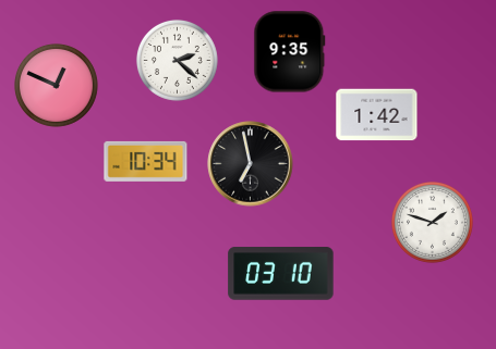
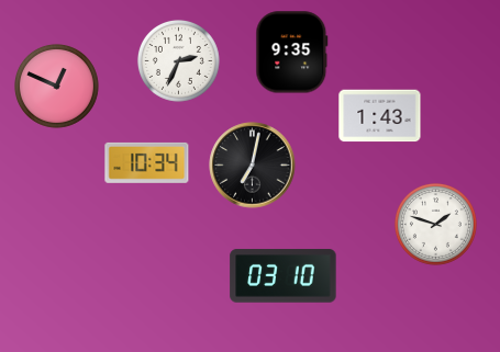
clock at (177, 60): 2:22 -> 2:34
clock at (377, 115): 1:42 -> 1:43
clock at (251, 164): 6:58 -> 7:02
